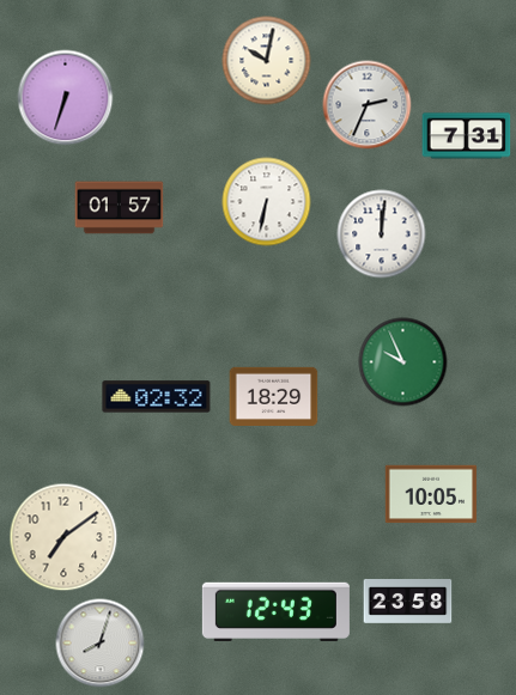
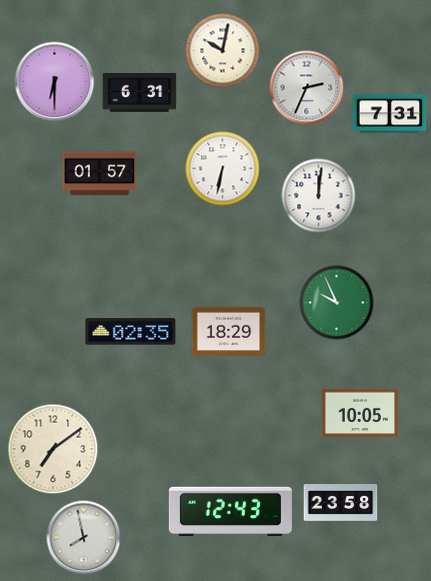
clock at (66, 98): 6:33 -> 6:30
clock at (140, 93): none -> 6:31
clock at (157, 397): 02:32 -> 02:35
clock at (101, 644): 8:03 -> 7:58
